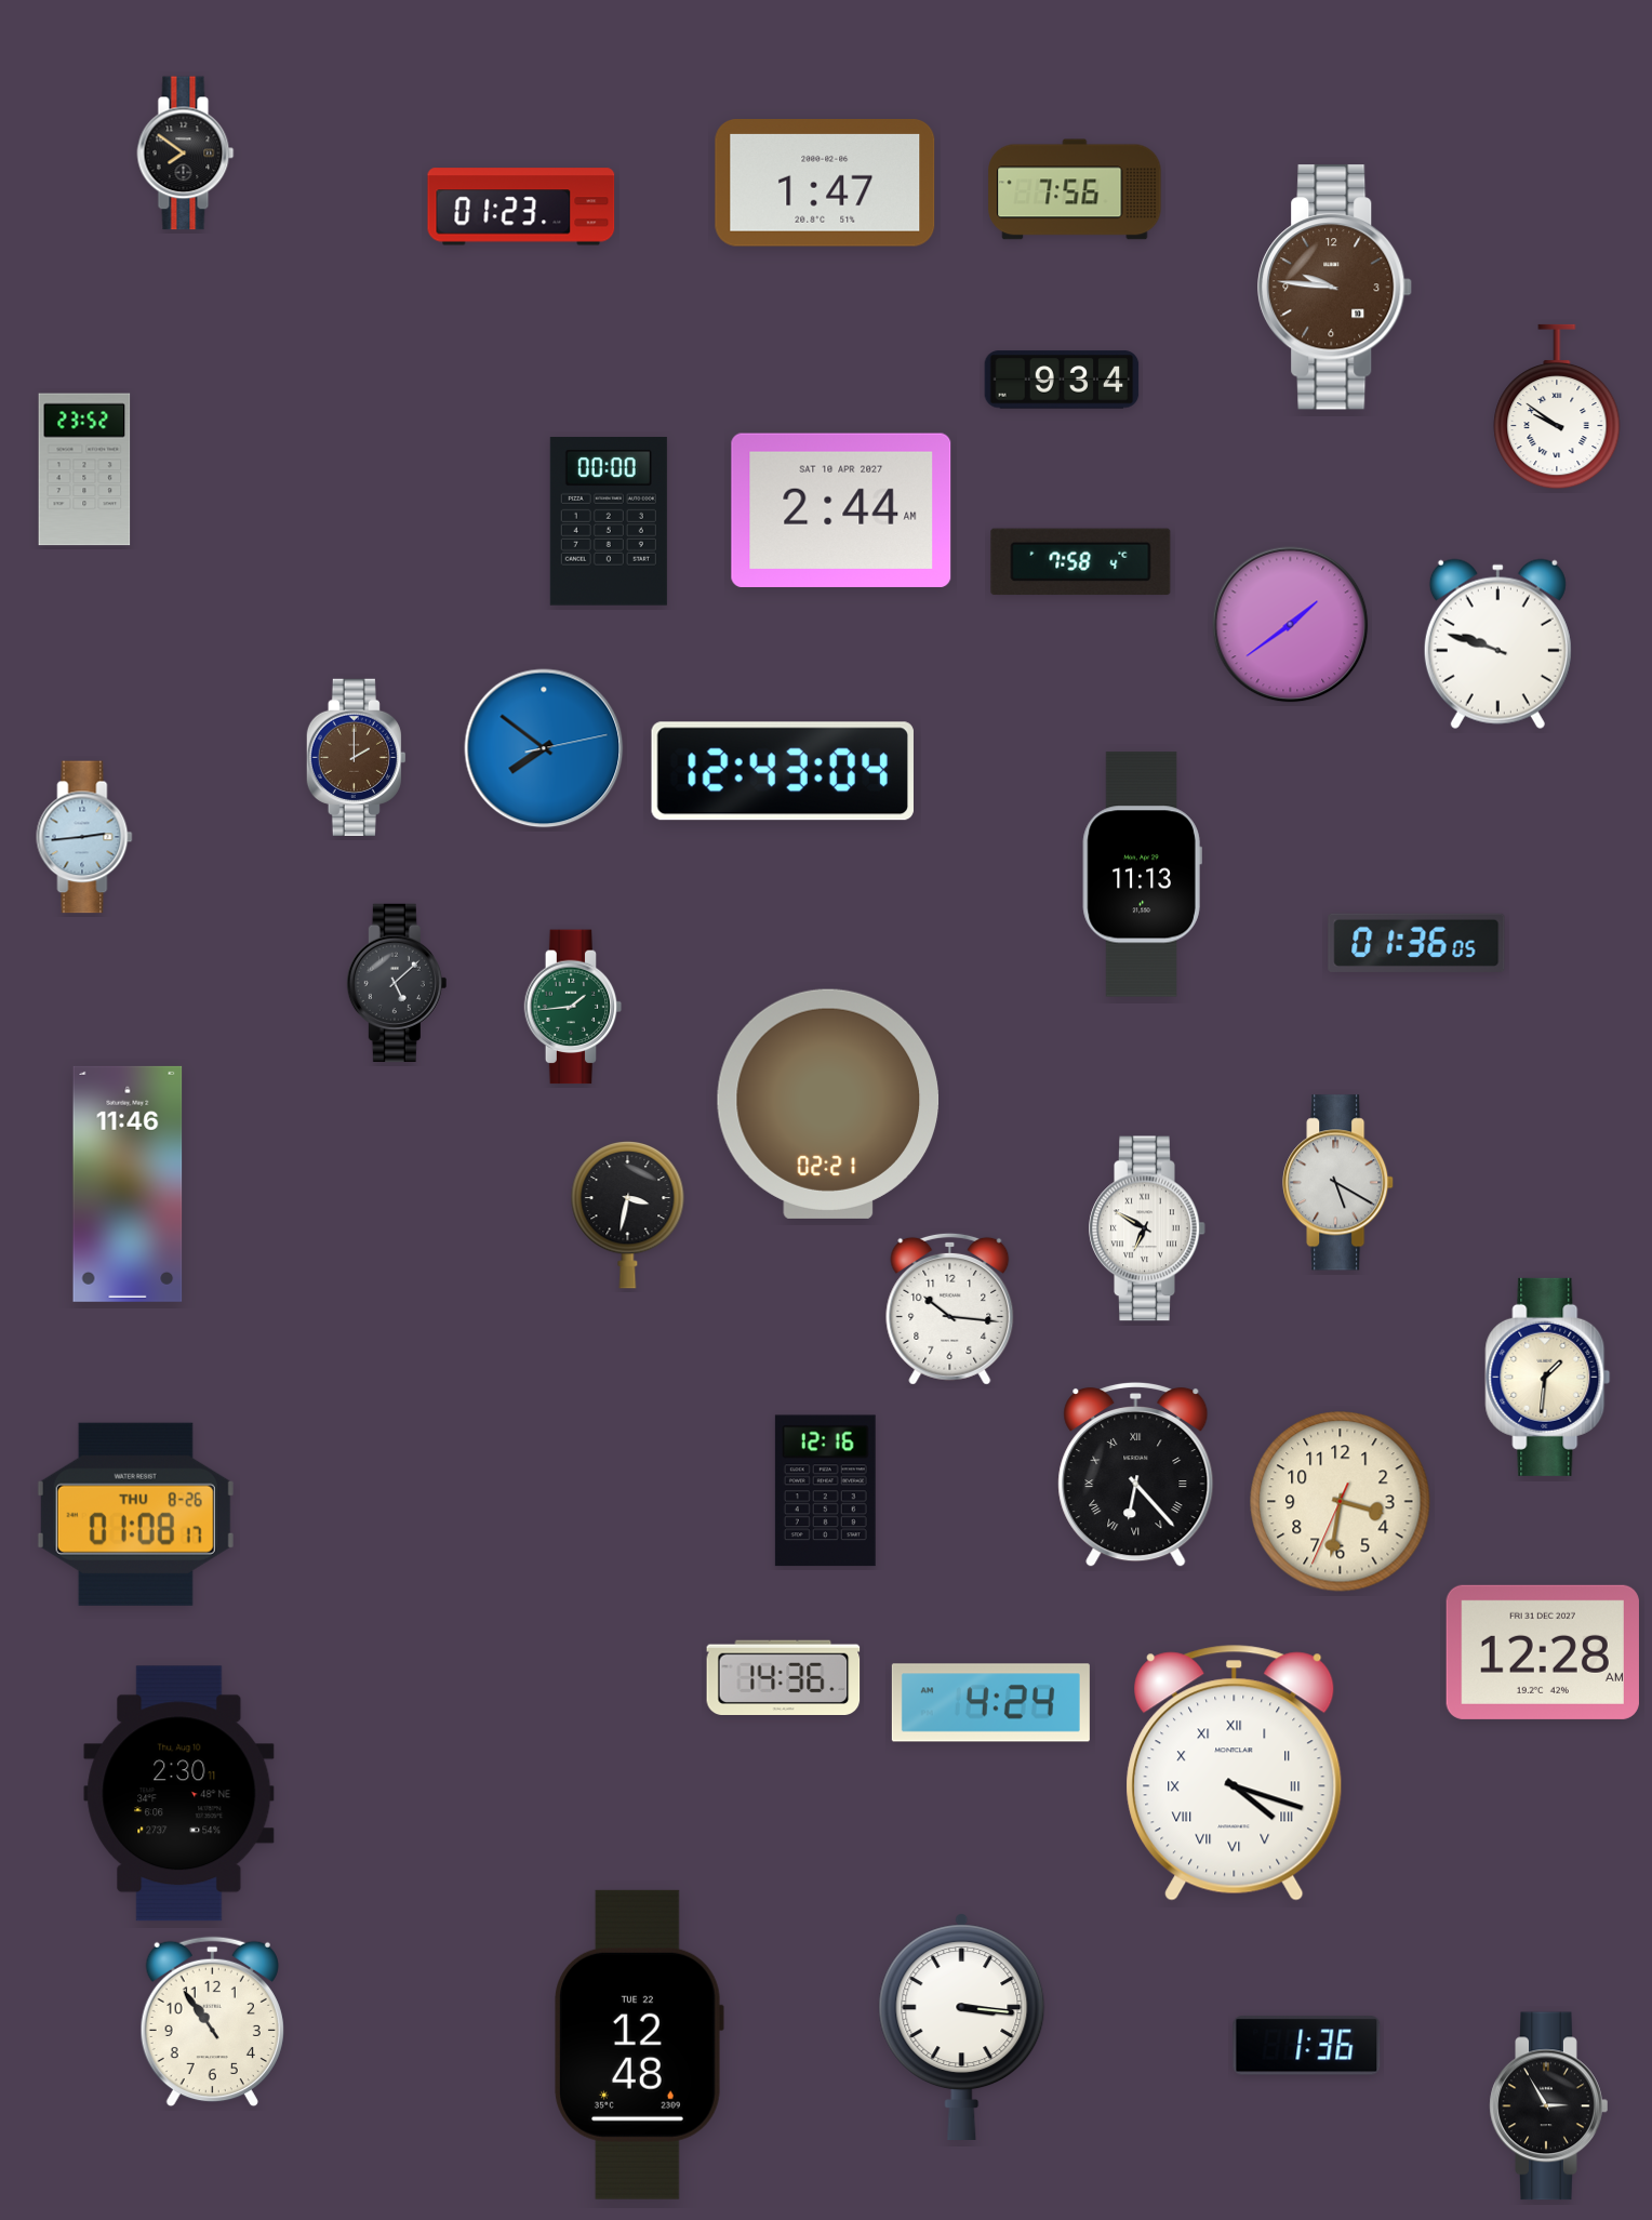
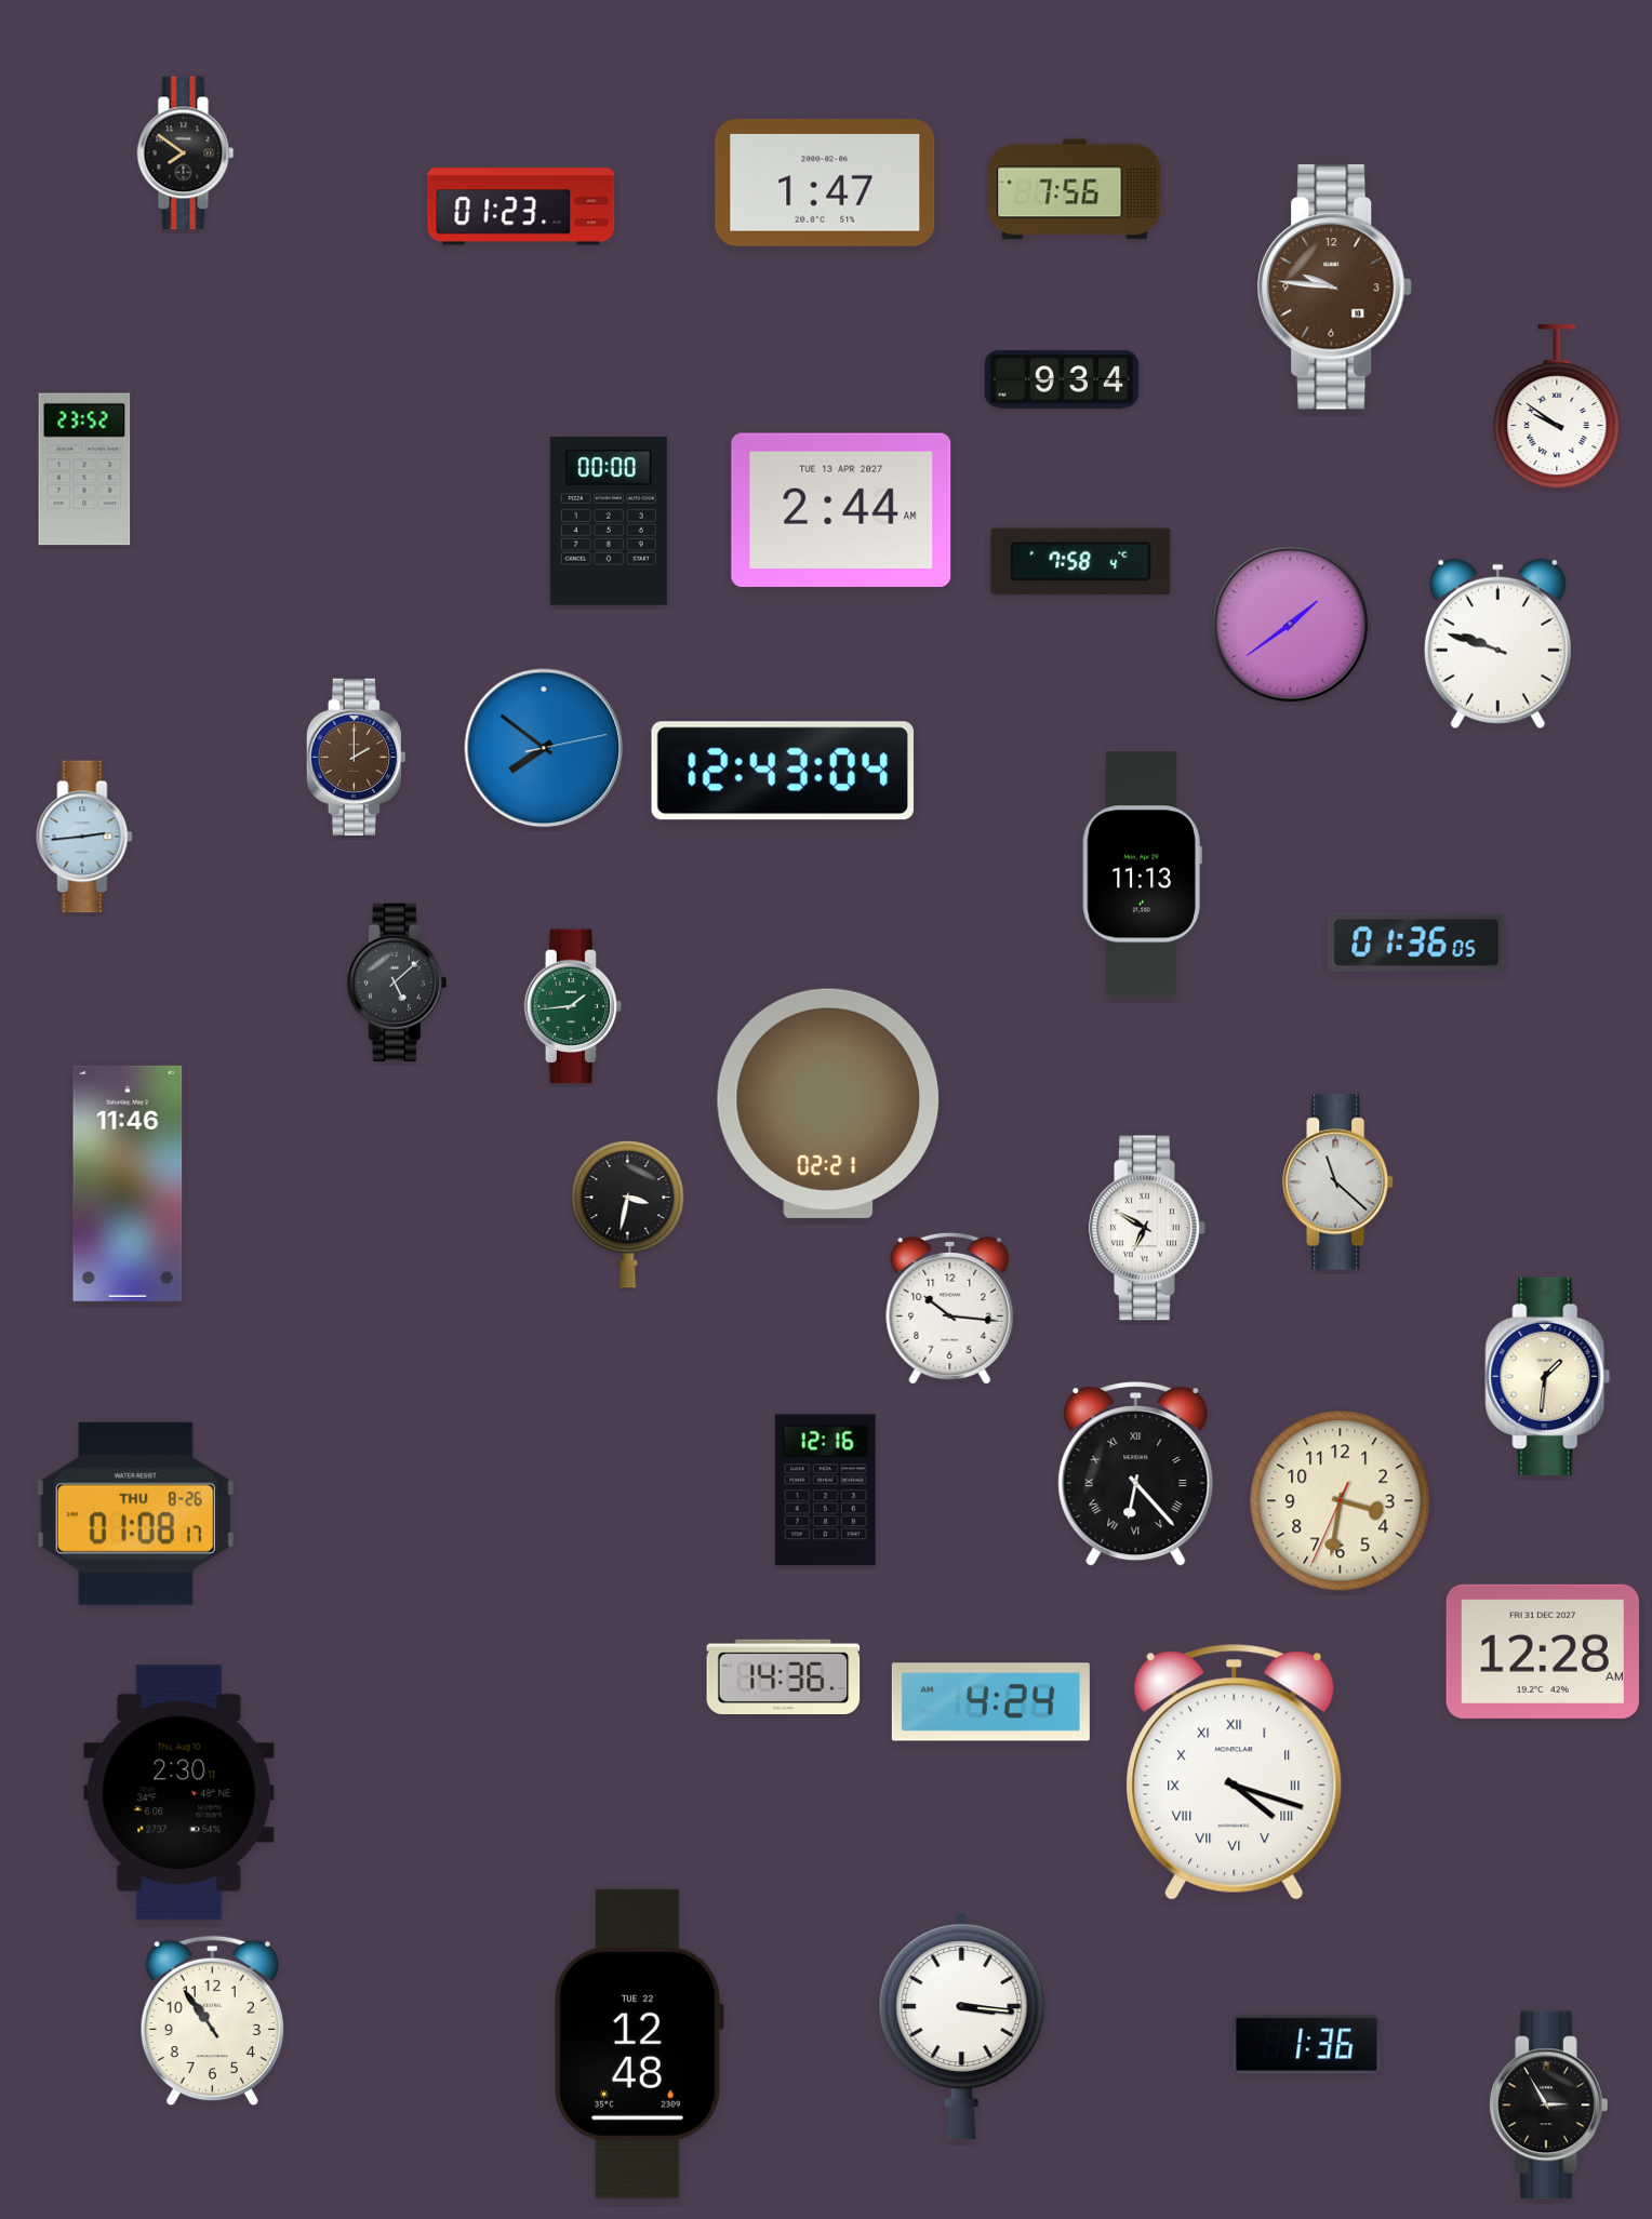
clock at (841, 509) date: SAT 10 APR 2027 -> TUE 13 APR 2027
clock at (1338, 1183): 5:20 -> 11:22
